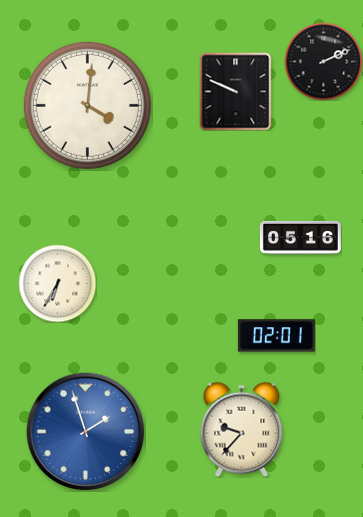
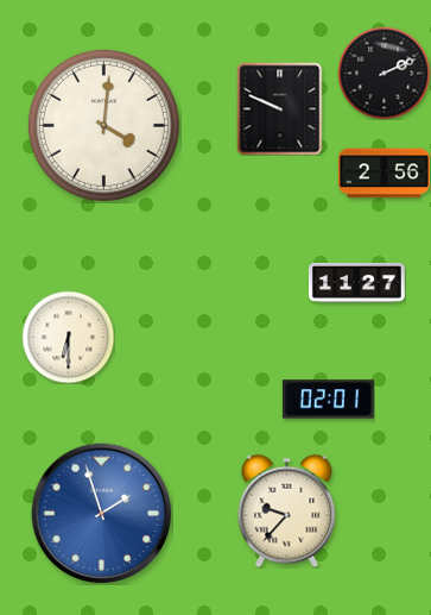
clock at (384, 174): none -> 2:56
clock at (301, 237): 05:16 -> 11:27
clock at (57, 283): 6:35 -> 6:30
